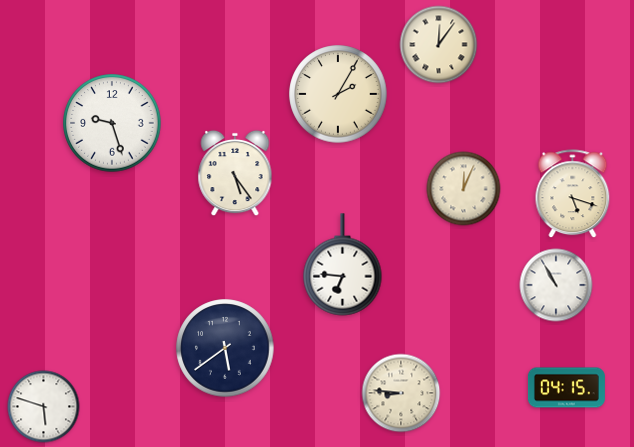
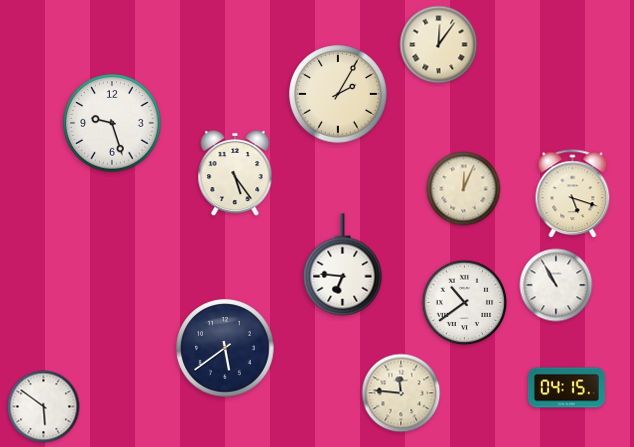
clock at (465, 303): none -> 10:39
clock at (401, 393): 8:46 -> 11:46
clock at (44, 407): 5:48 -> 5:51
